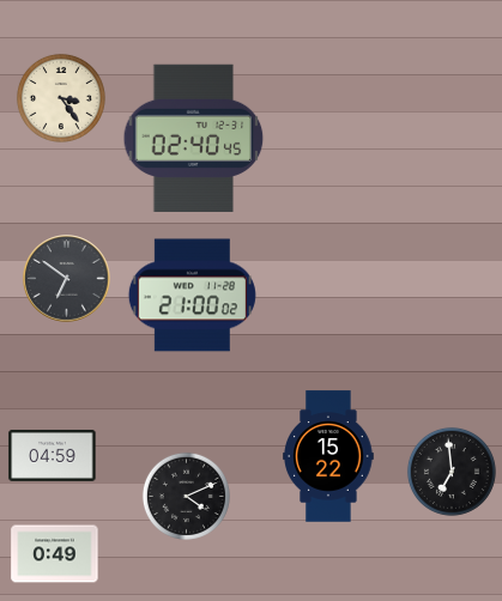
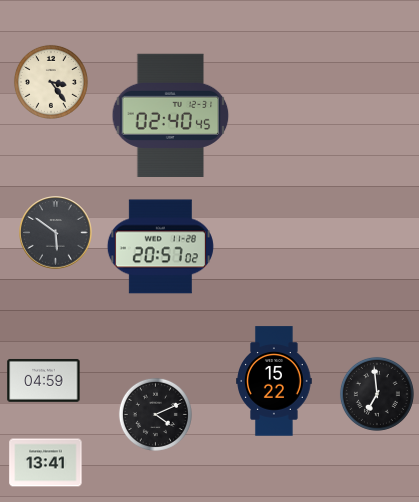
clock at (194, 138) position: (194, 138) -> (171, 115)
clock at (67, 279): 6:51 -> 5:51
clock at (192, 296): 21:00 -> 20:57
clock at (55, 554): 0:49 -> 13:41
